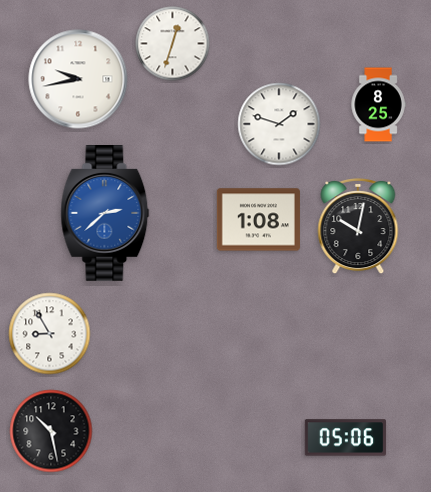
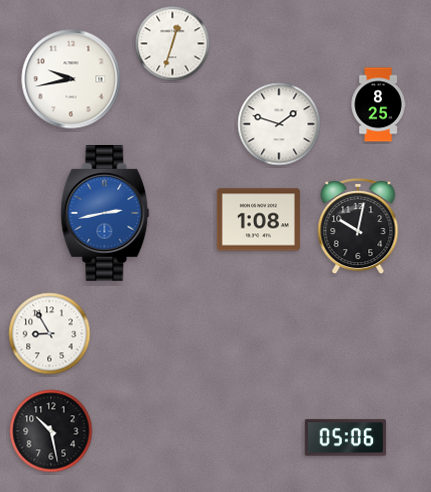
clock at (78, 79) position: (78, 79) -> (71, 79)
clock at (105, 214): 2:38 -> 2:43
